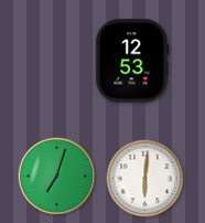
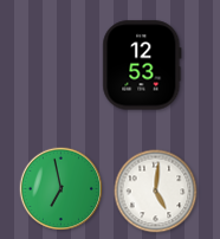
clock at (57, 177): 7:03 -> 6:58
clock at (145, 179): 6:01 -> 5:01
